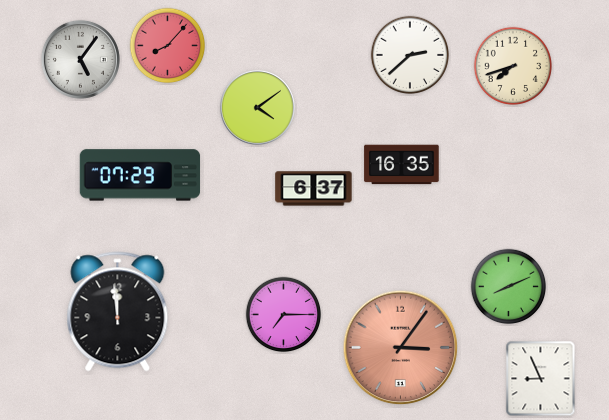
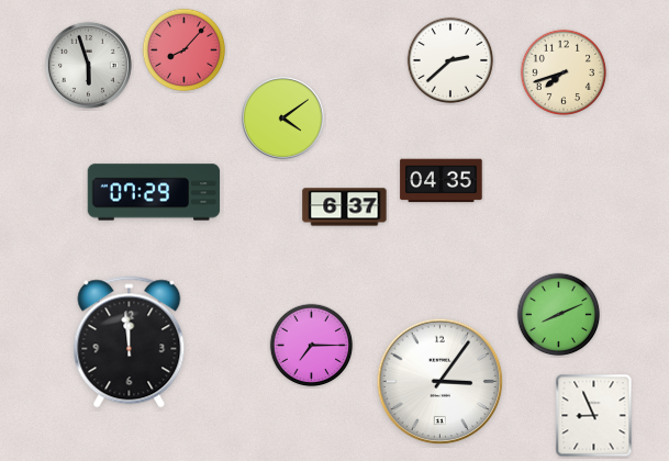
clock at (80, 59): 5:06 -> 5:57
clock at (402, 165): 16:35 -> 04:35
clock at (401, 348) dial: salmon -> white
